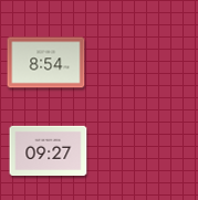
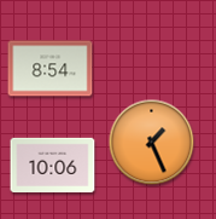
clock at (152, 143): none -> 1:26
clock at (49, 150): 09:27 -> 10:06
